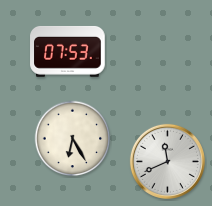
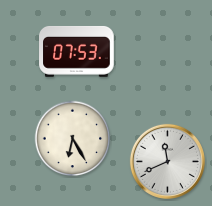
clock at (68, 51) position: (68, 51) -> (77, 51)
